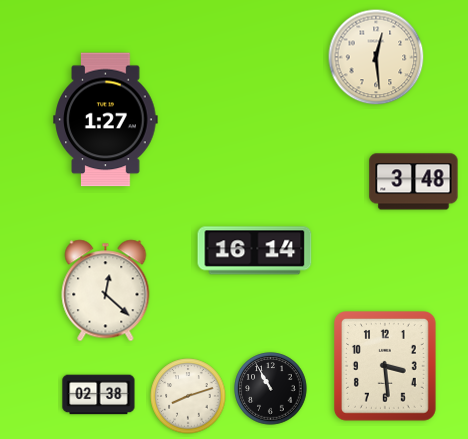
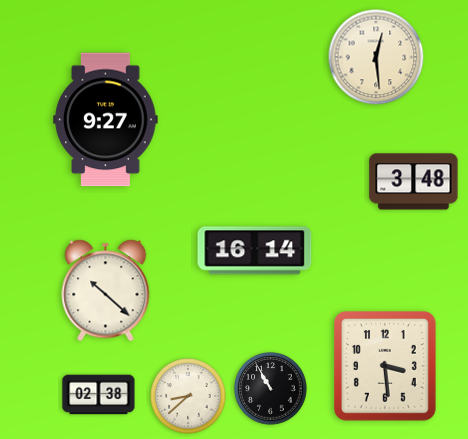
clock at (106, 120): 1:27 -> 9:27
clock at (106, 291): 12:22 -> 10:22
clock at (188, 396): 8:12 -> 8:38
